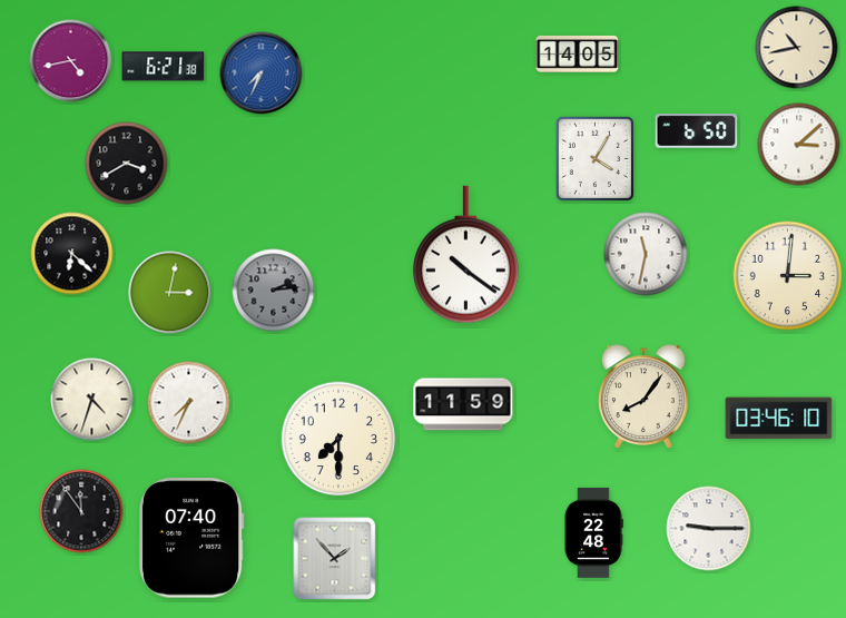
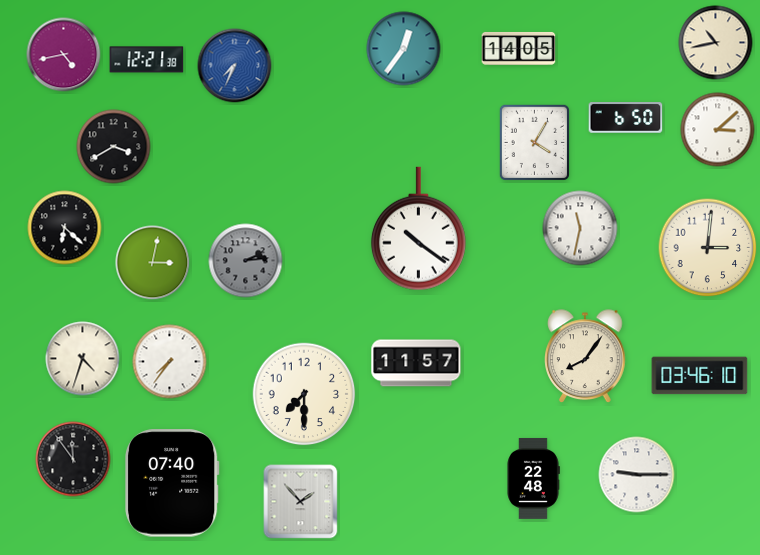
clock at (404, 49): none -> 12:36
clock at (164, 67): 6:21 -> 12:21
clock at (643, 396) position: (643, 396) -> (585, 356)
clock at (189, 403): 7:34 -> 7:36
clock at (463, 404): 11:59 -> 11:57
